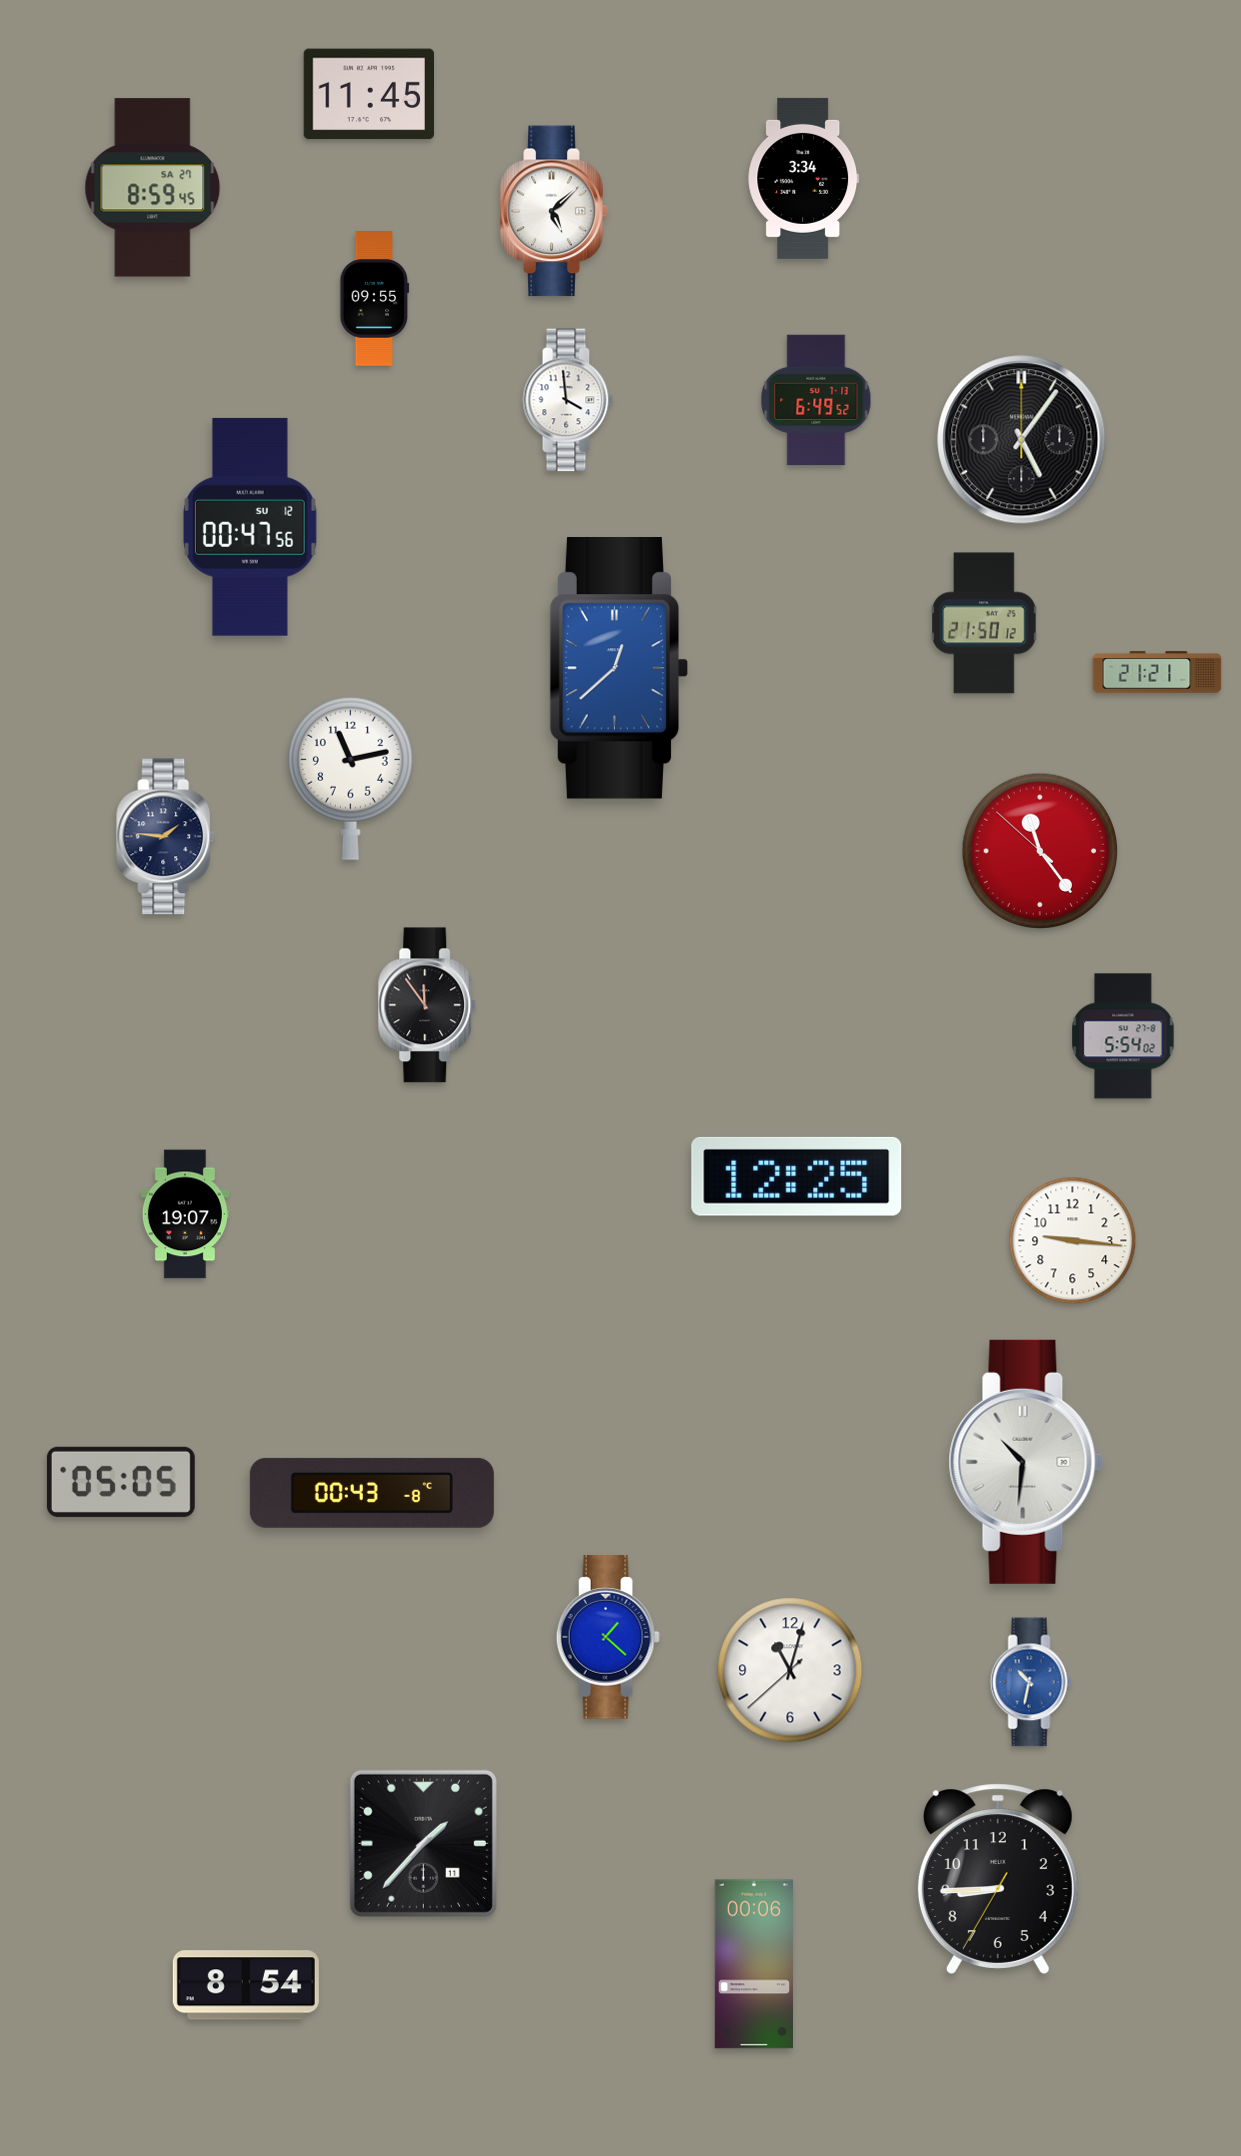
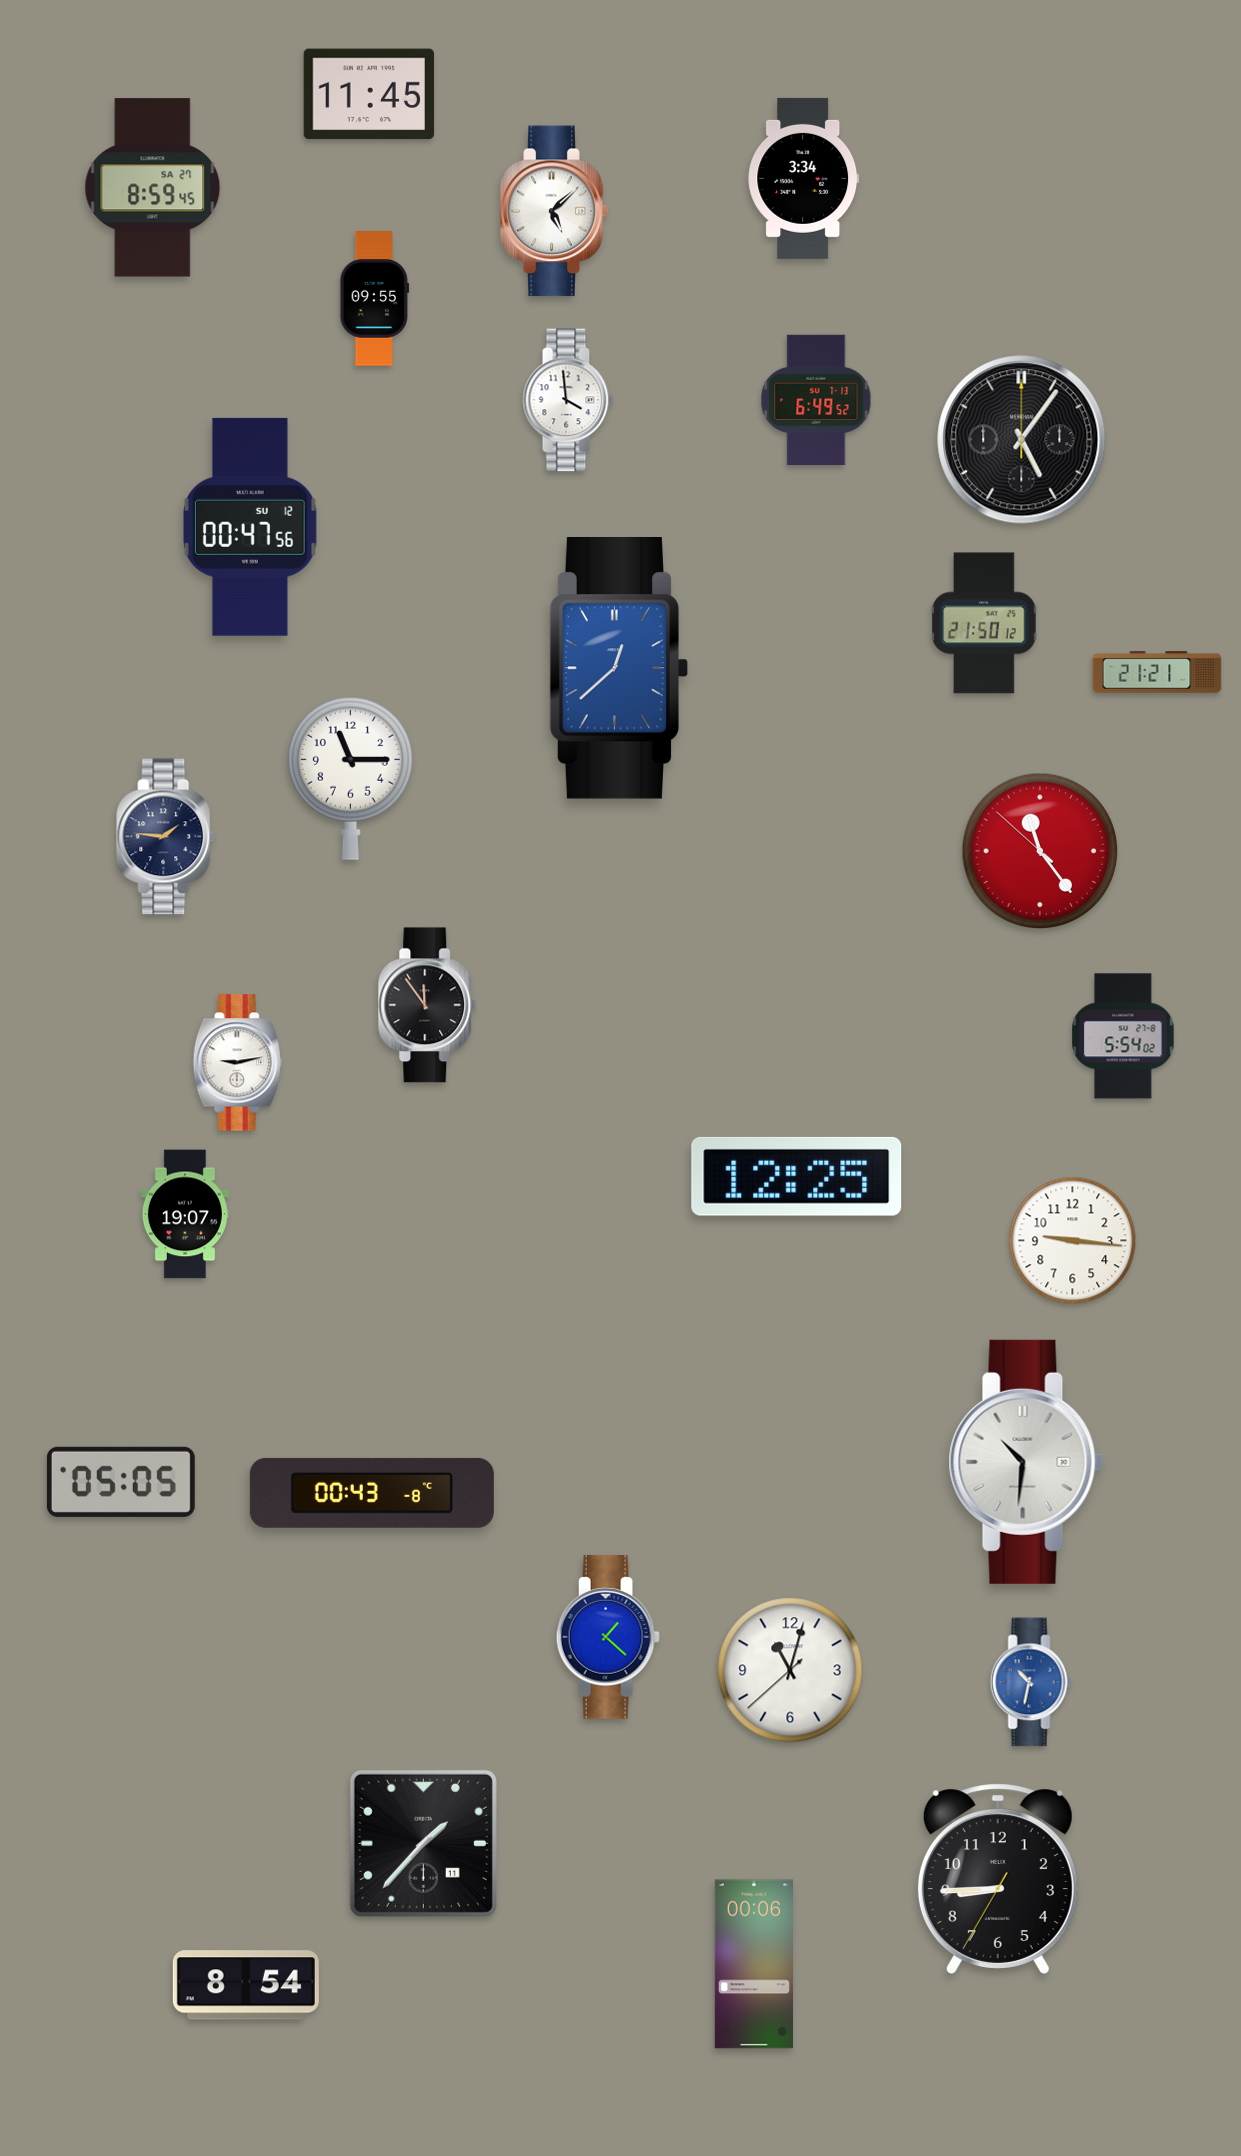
clock at (350, 778): 11:13 -> 11:15
clock at (237, 1063): none -> 9:13
